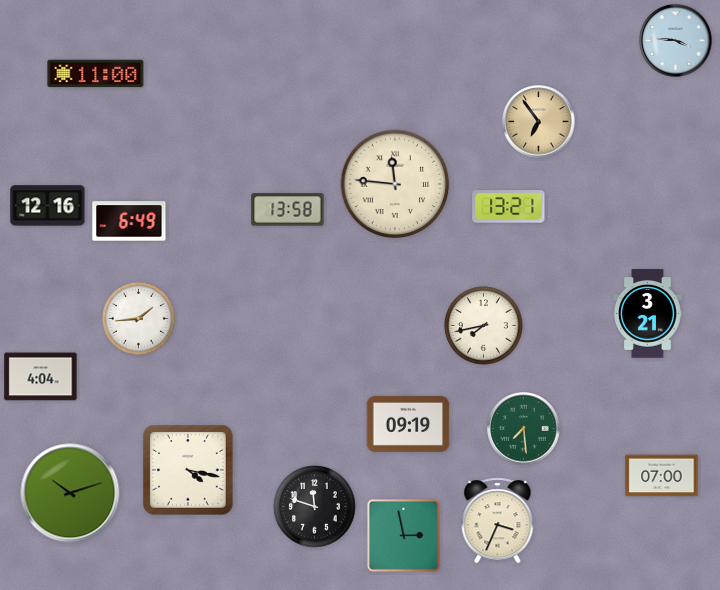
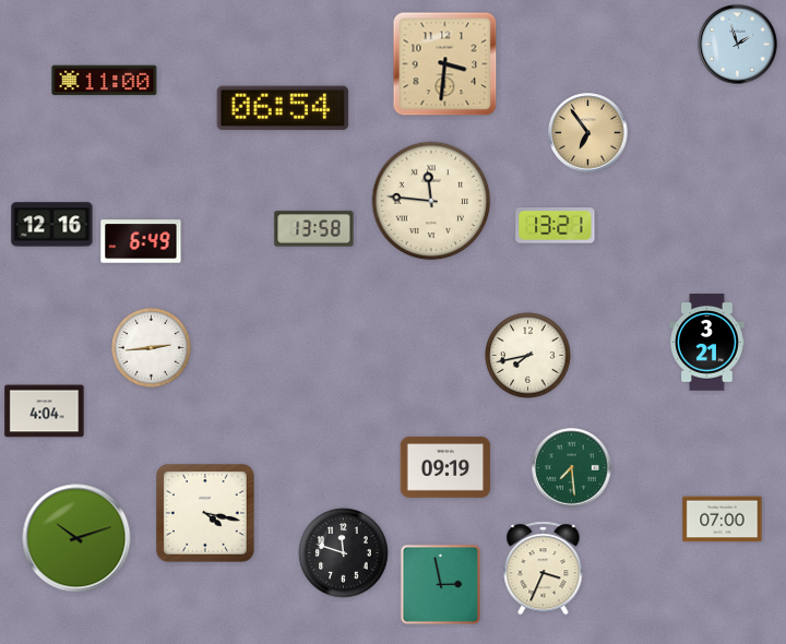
clock at (676, 41): 3:46 -> 1:57
clock at (445, 64): none -> 3:31
clock at (283, 108): none -> 06:54
clock at (138, 318): 1:44 -> 2:44
clock at (408, 424) position: (408, 424) -> (445, 467)
